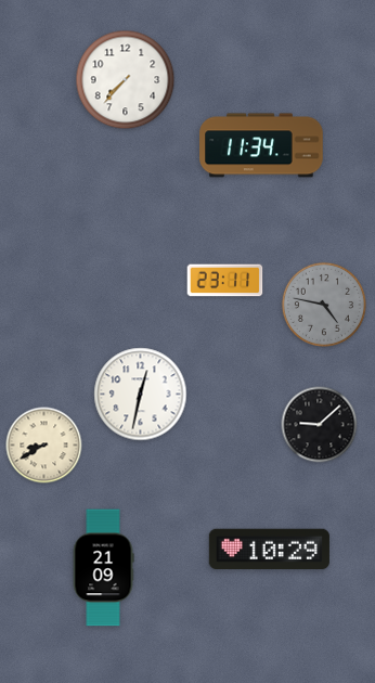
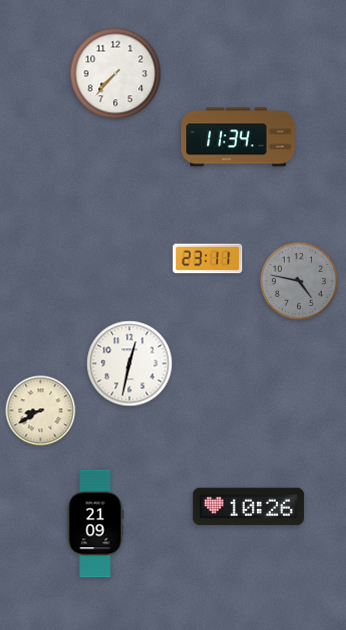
clock at (261, 145) position: (261, 145) -> (238, 137)
clock at (320, 425): 9:08 -> none
clock at (269, 550): 10:29 -> 10:26
